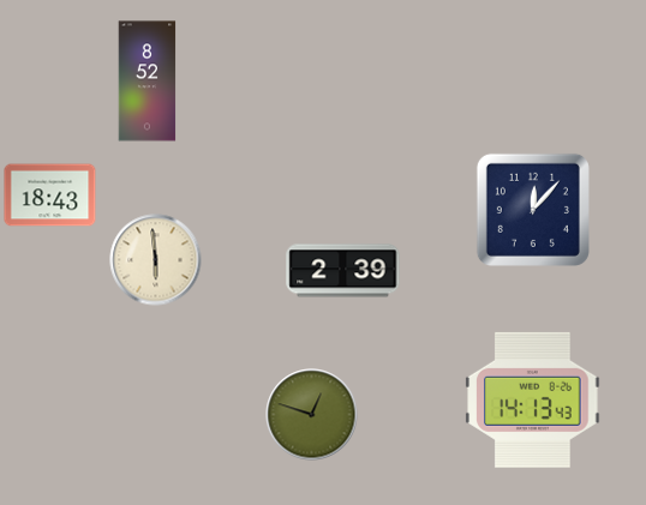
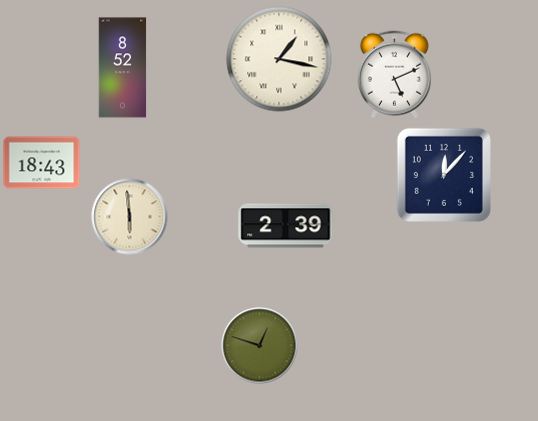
clock at (279, 59): none -> 1:17
clock at (394, 75): none -> 5:11
clock at (533, 399): 14:13 -> none
